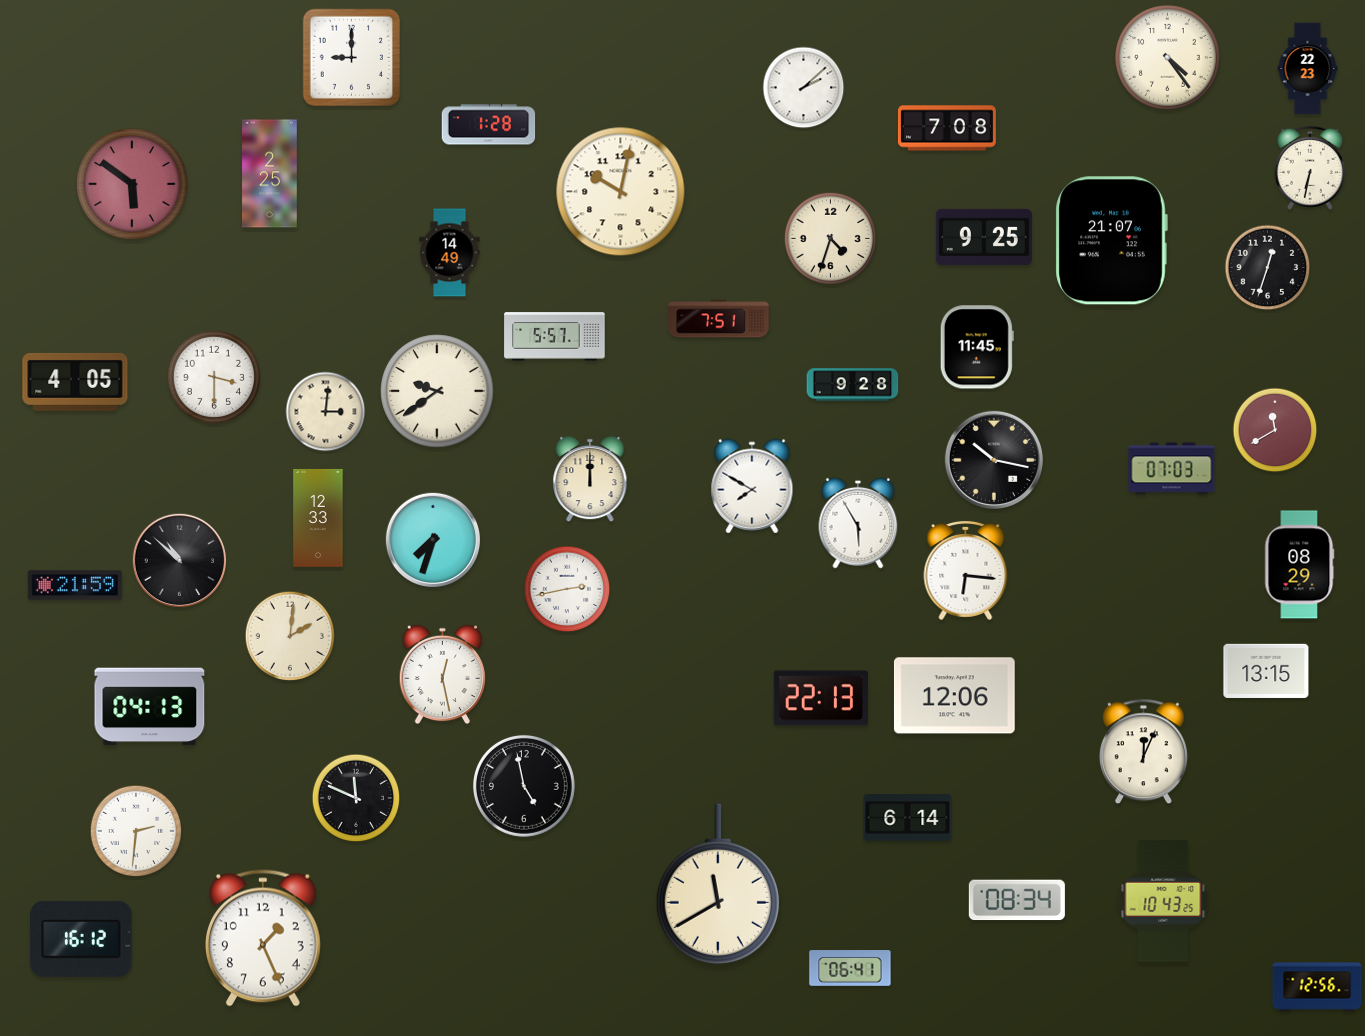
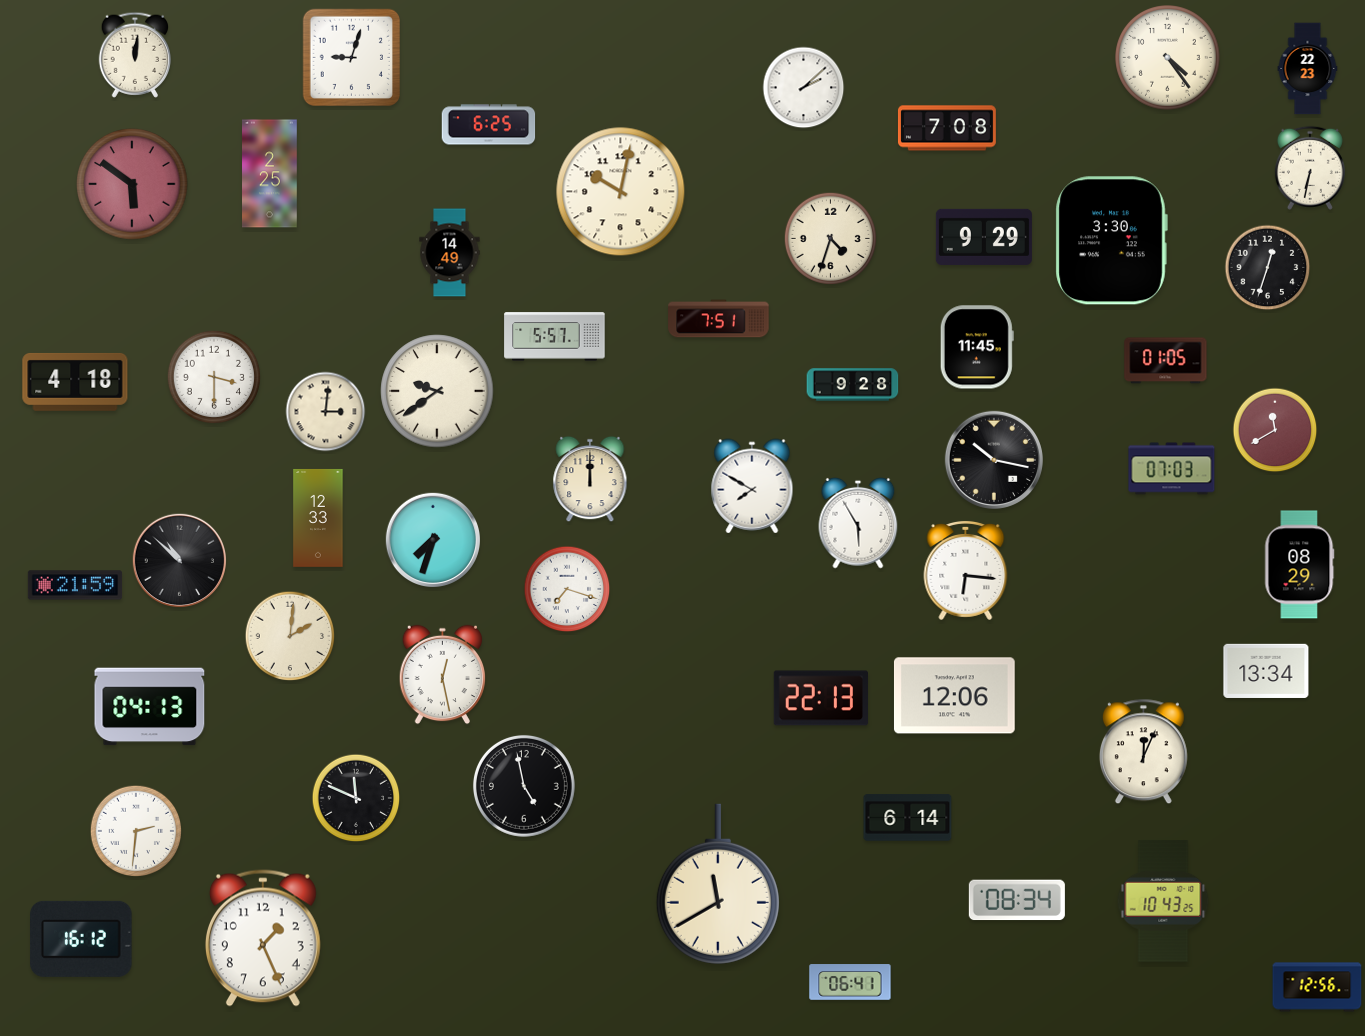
clock at (135, 55): none -> 12:01
clock at (351, 57): 9:00 -> 9:03
clock at (489, 125): 1:28 -> 6:25
clock at (984, 237): 9:25 -> 9:29
clock at (1111, 241): 21:07 -> 3:30
clock at (1166, 361): none -> 01:05
clock at (75, 382): 4:05 -> 4:18
clock at (567, 589): 2:43 -> 7:18
clock at (1266, 670): 13:15 -> 13:34
clock at (850, 968) position: (850, 968) -> (850, 982)
